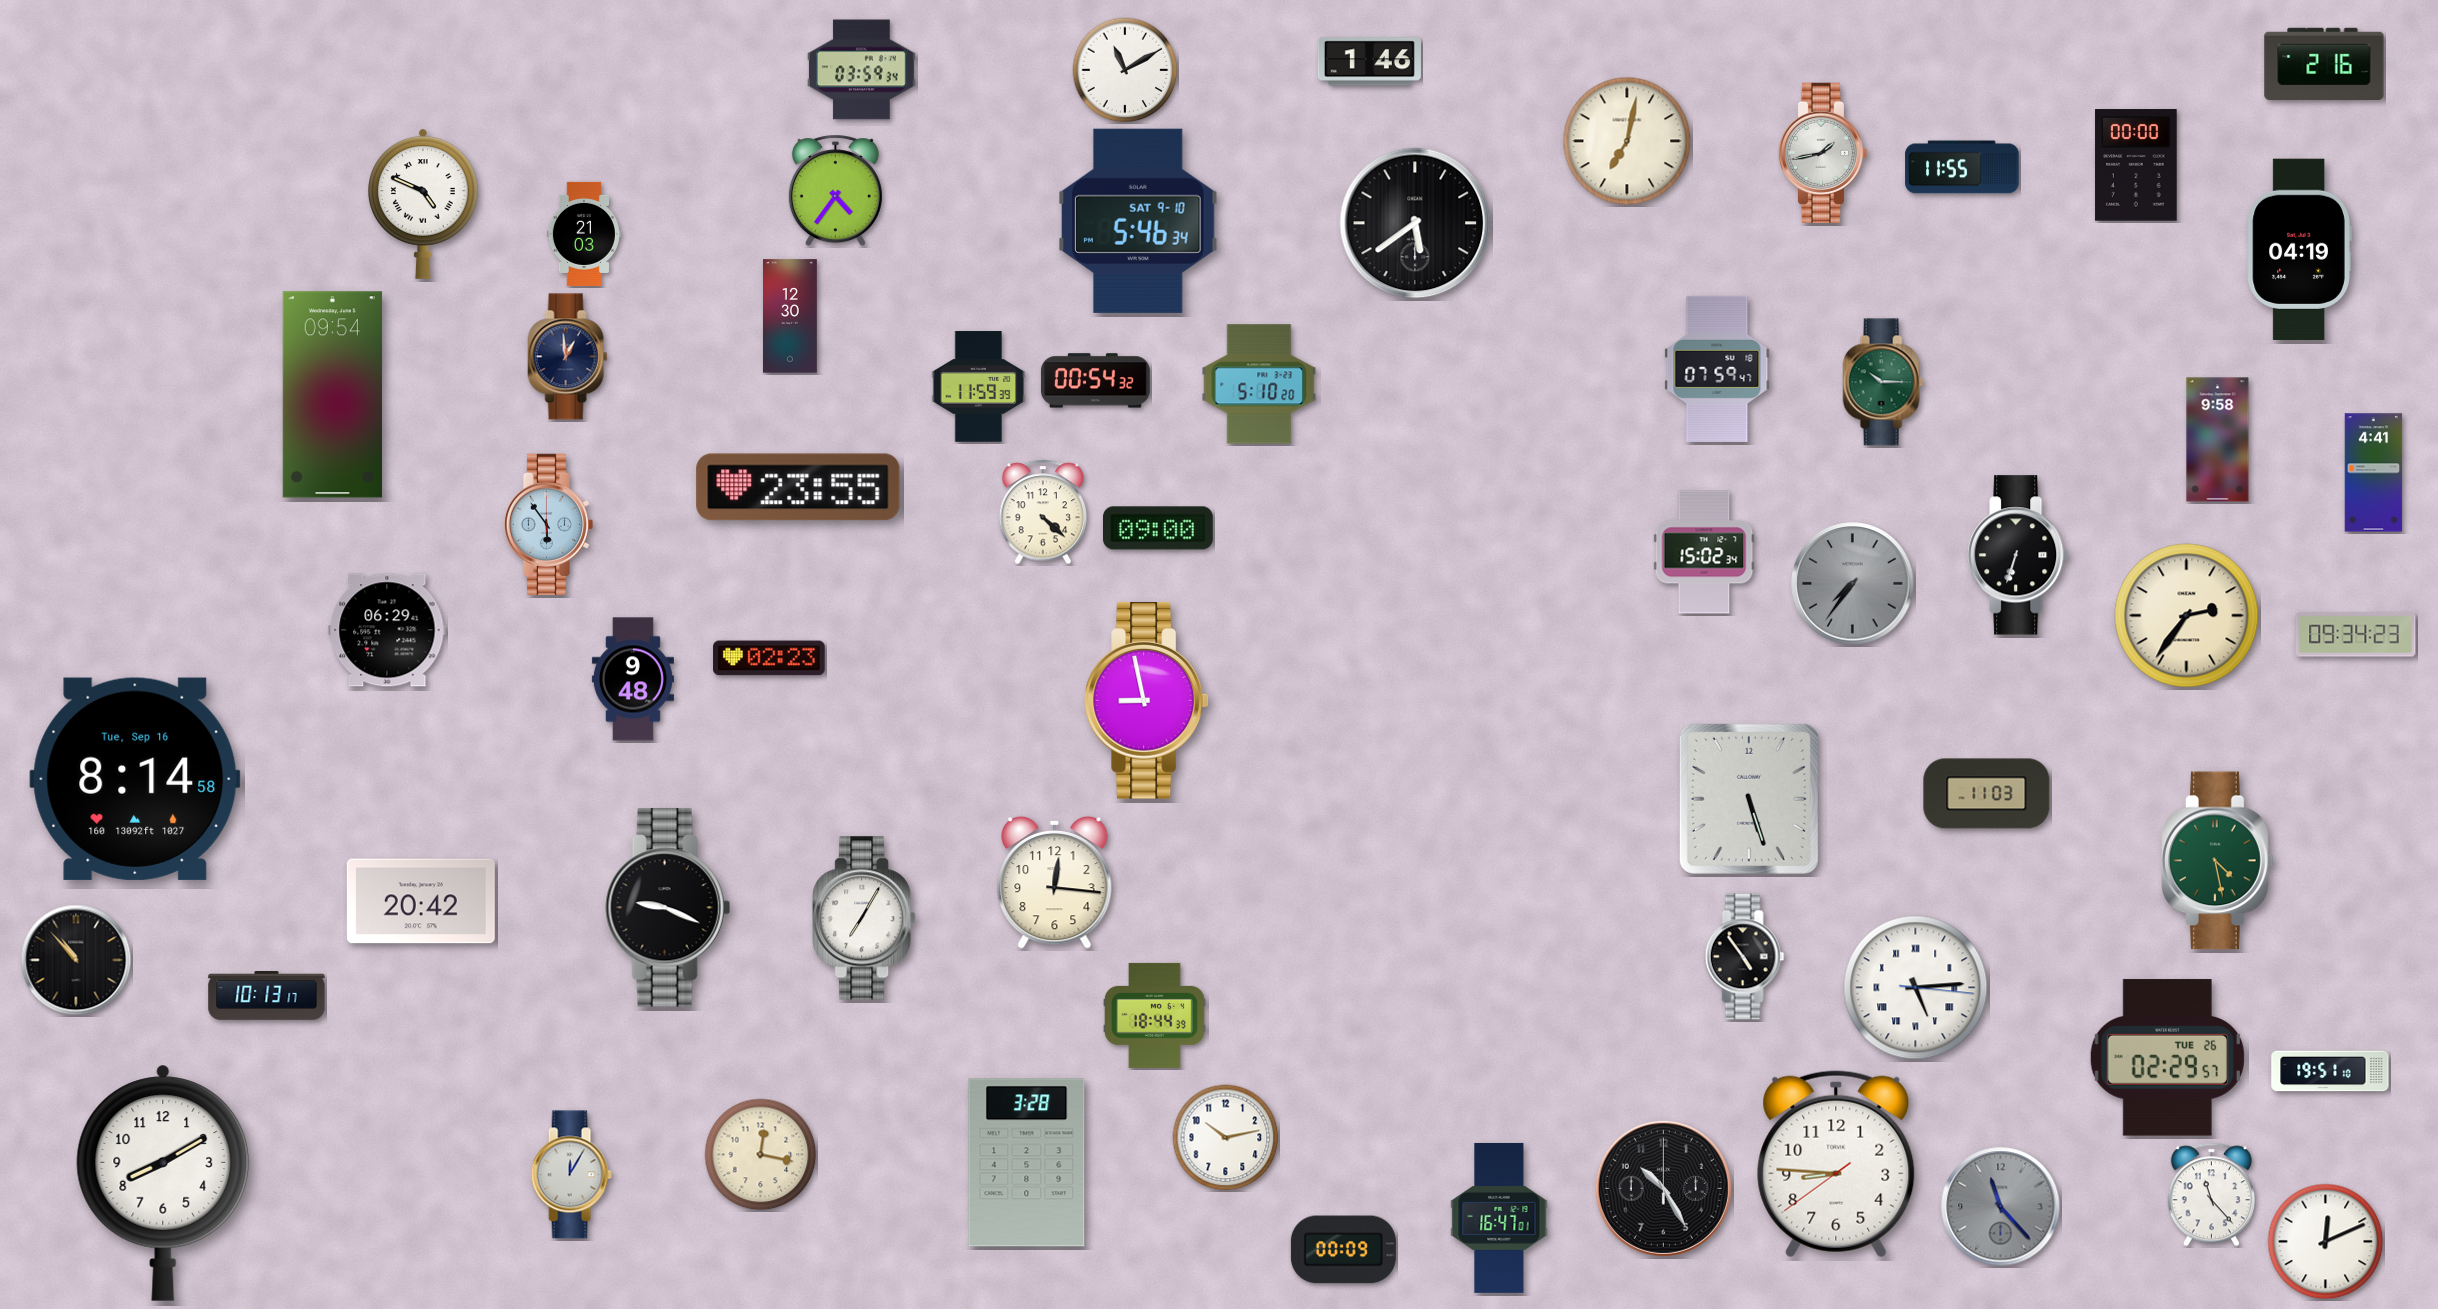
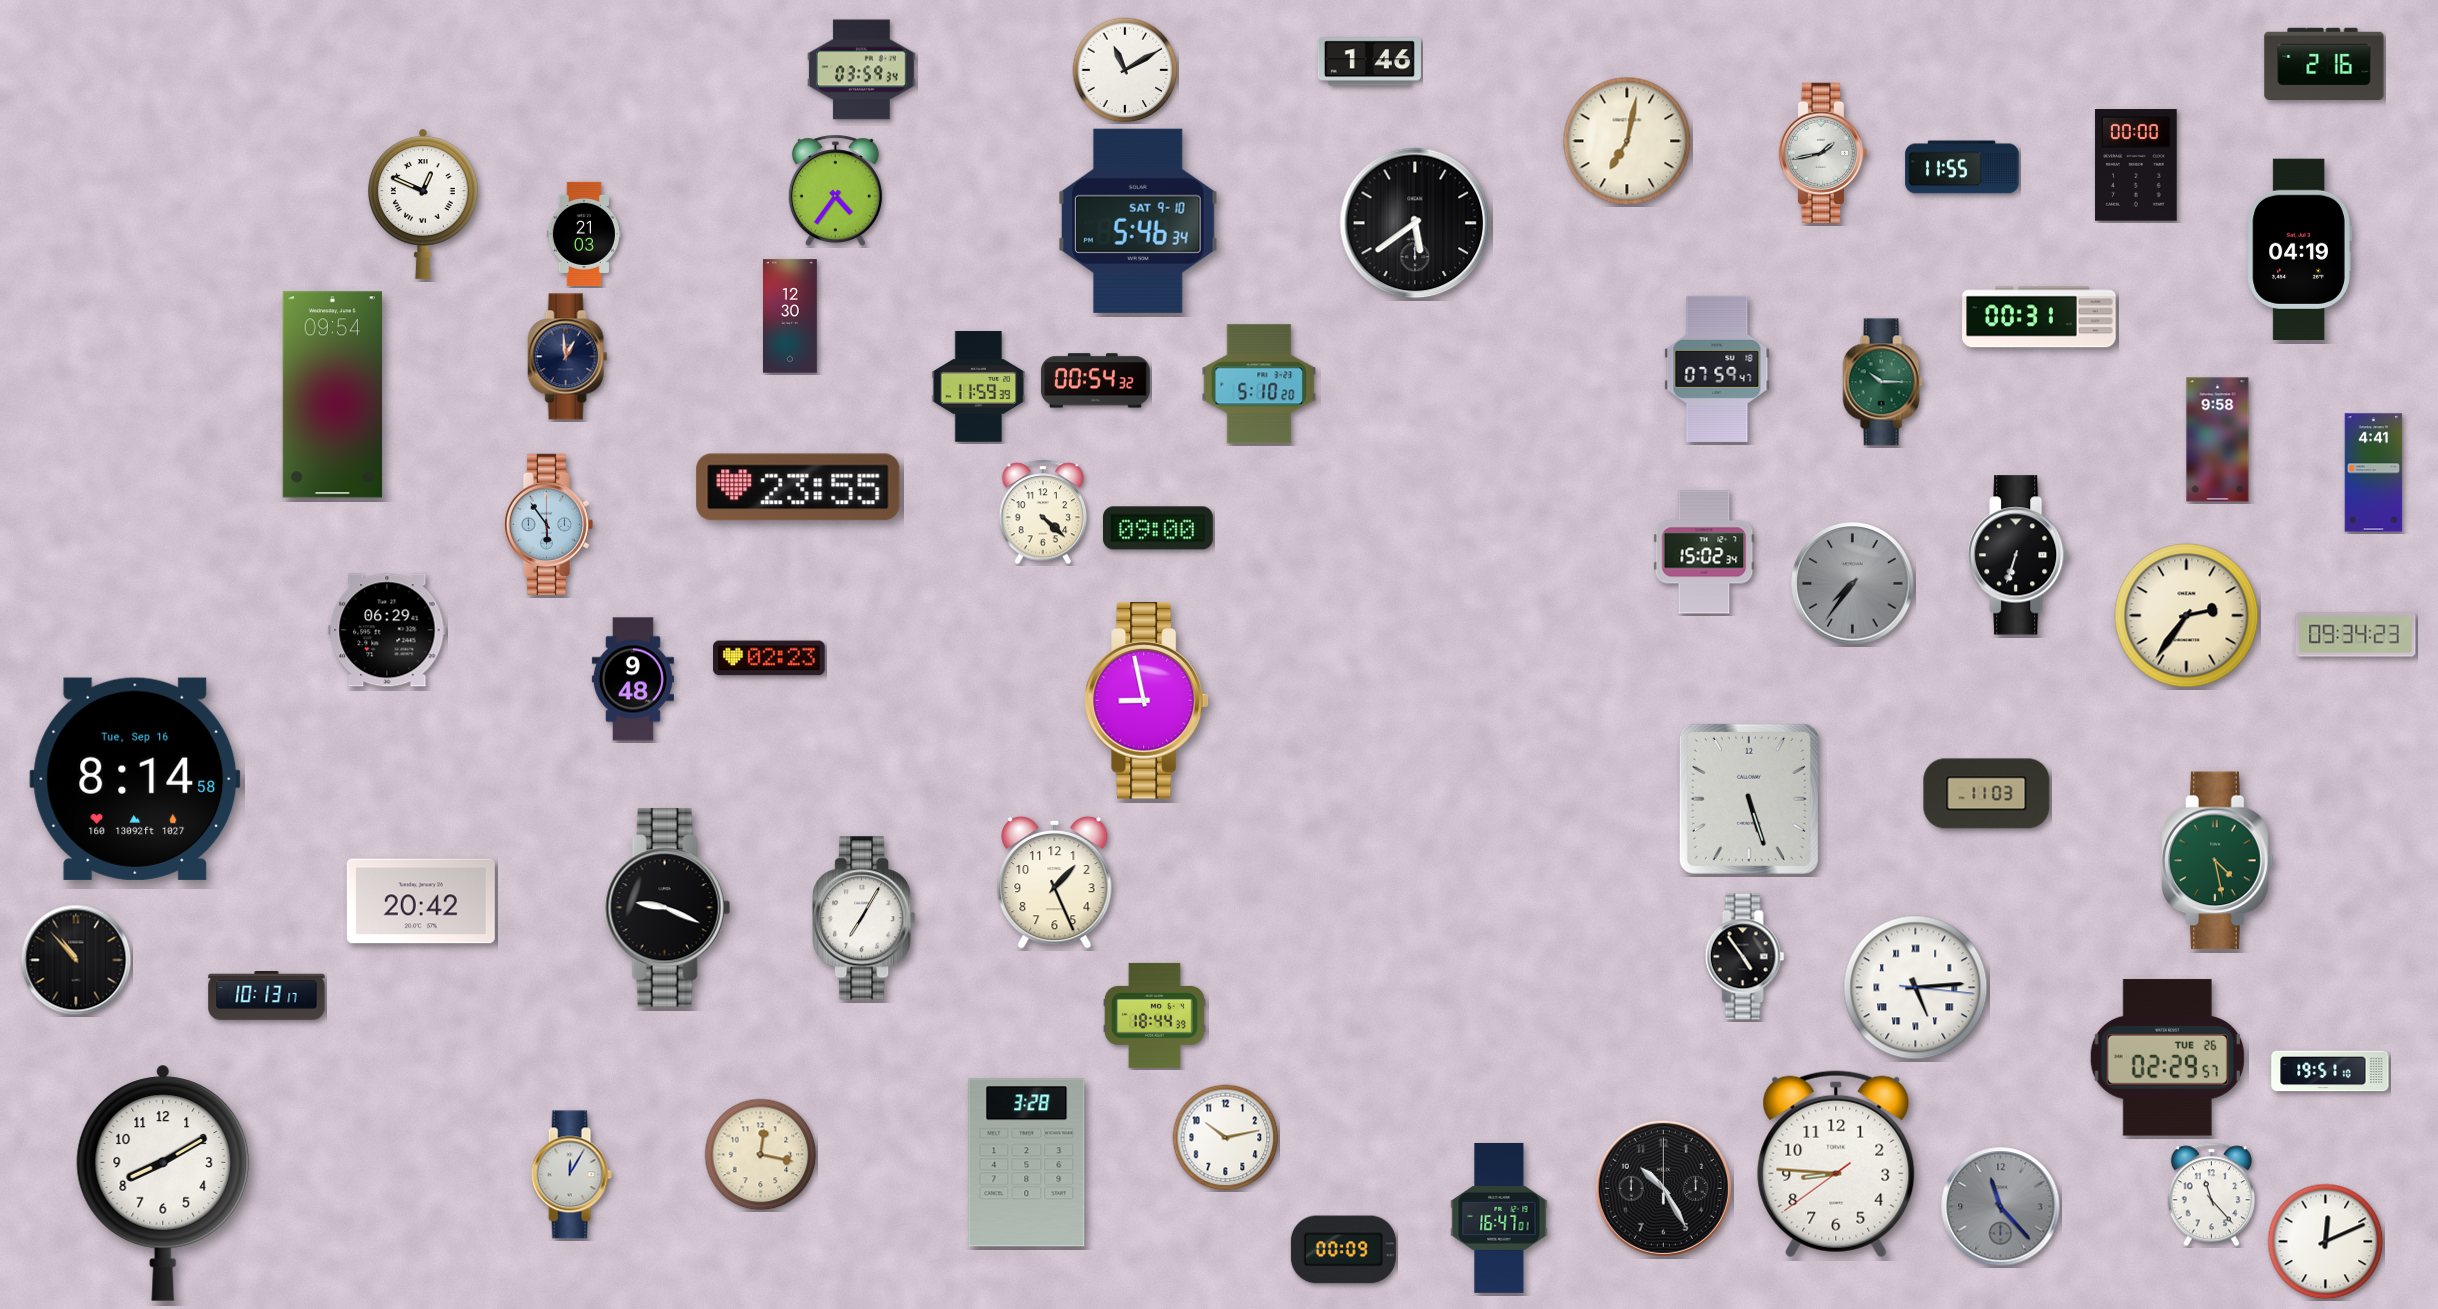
clock at (424, 204): 4:49 -> 12:49
clock at (2039, 317): none -> 00:31
clock at (1055, 882): 12:16 -> 1:26
